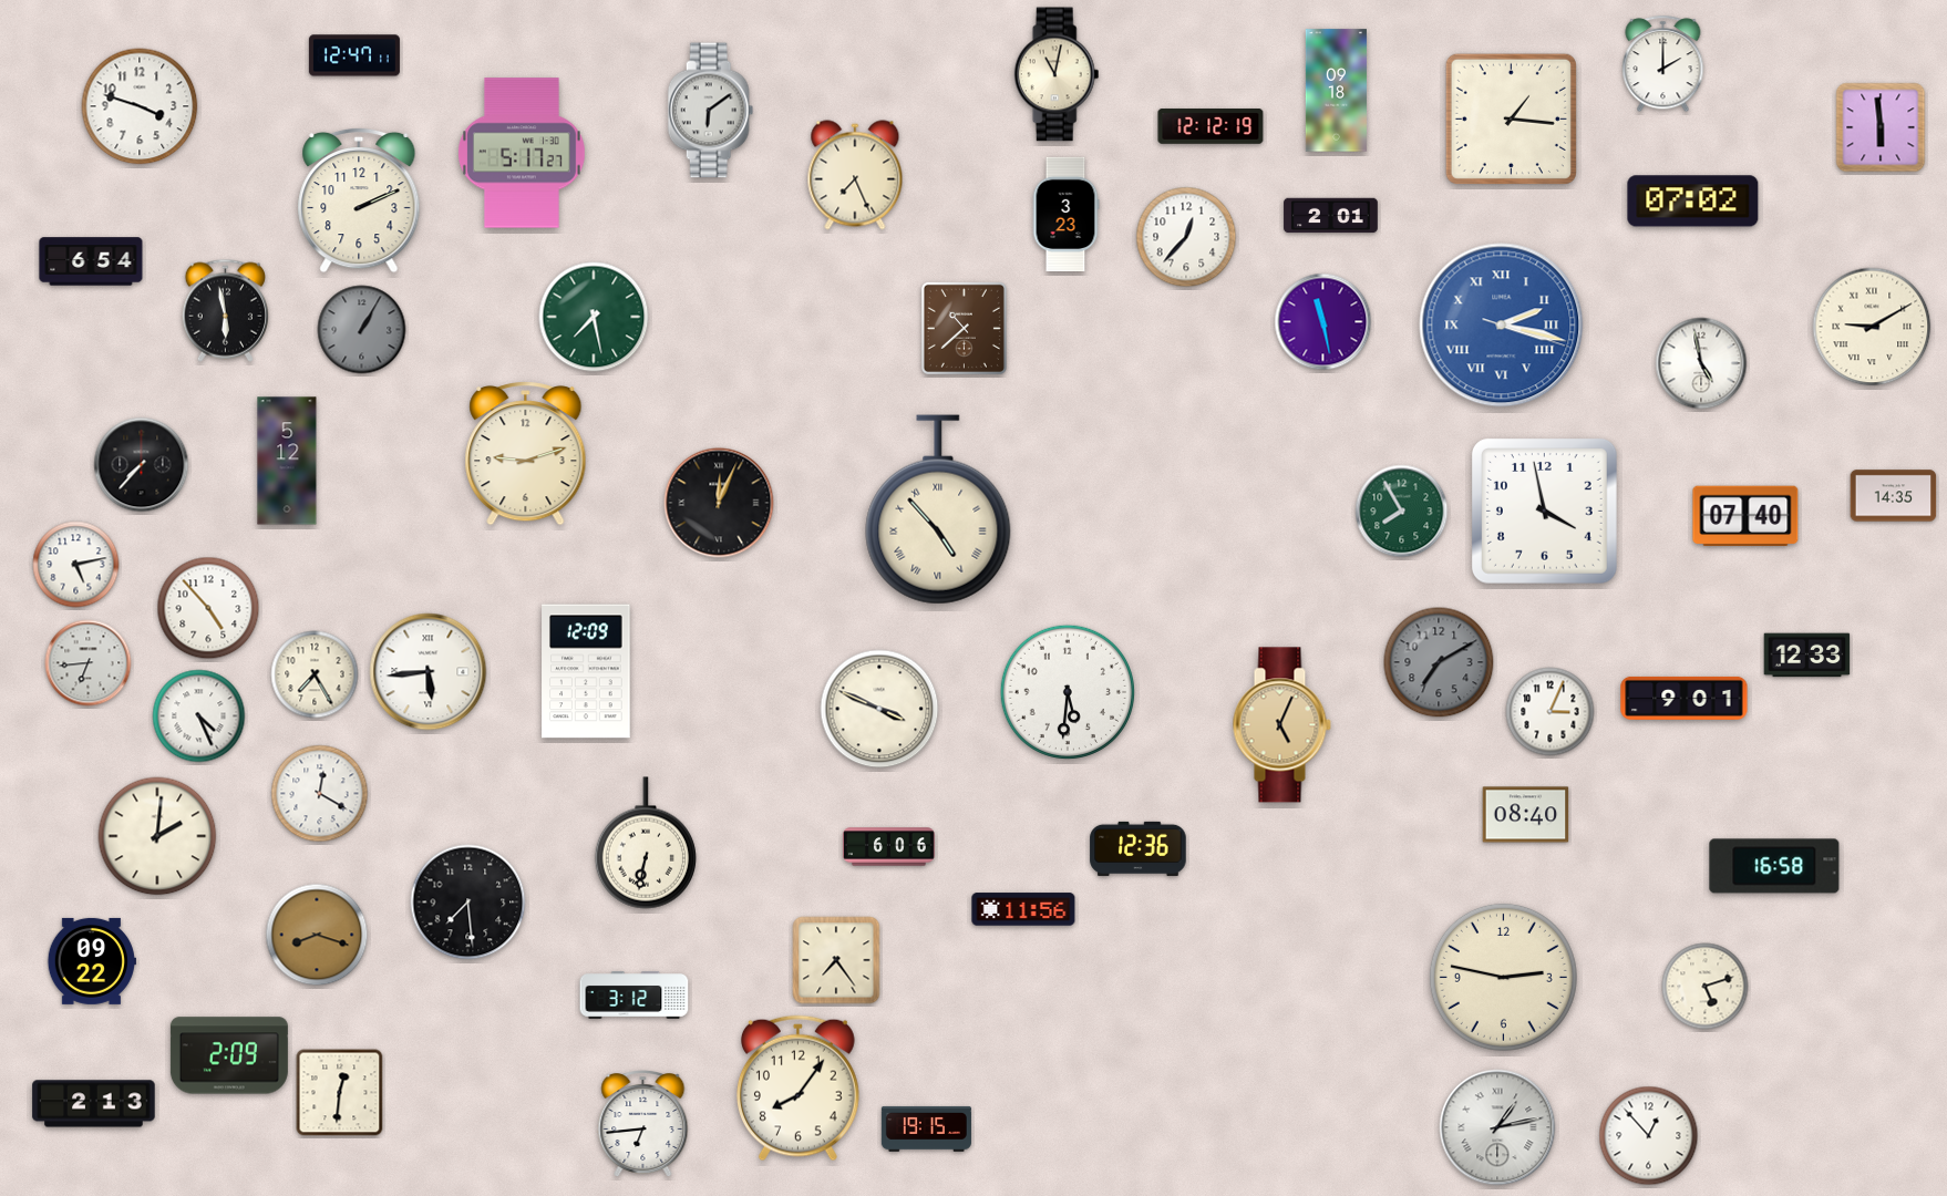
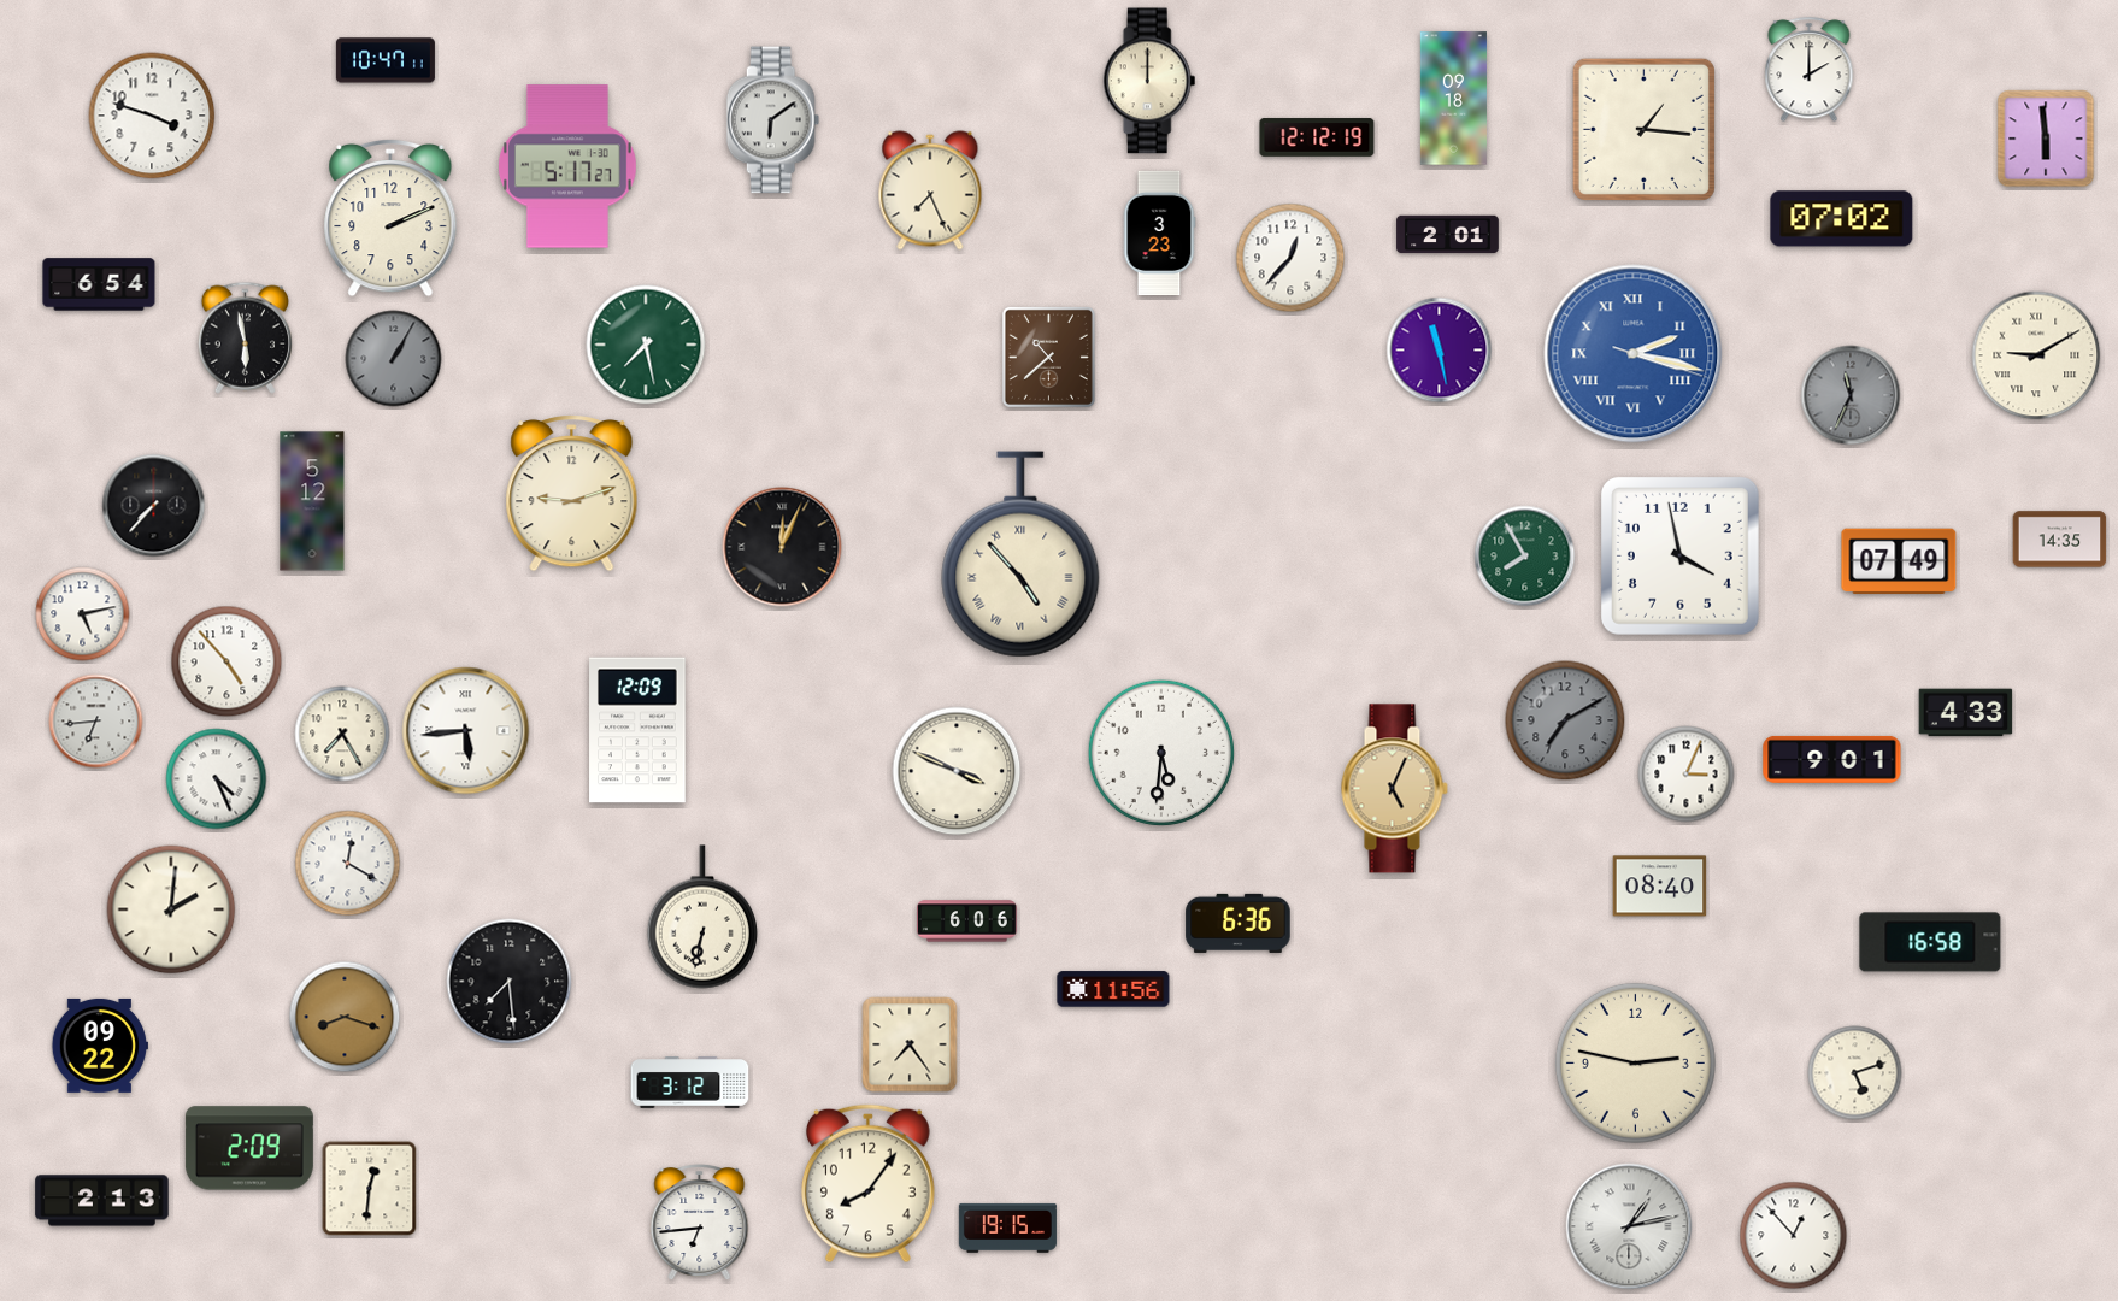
clock at (354, 55): 12:47 -> 10:47
clock at (1057, 74): 11:02 -> 12:00
clock at (1701, 363): 4:58 -> 11:34
clock at (1701, 363) dial: white -> grey
clock at (1745, 516): 07:40 -> 07:49
clock at (1807, 656): 12:33 -> 4:33
clock at (1139, 848): 12:36 -> 6:36
